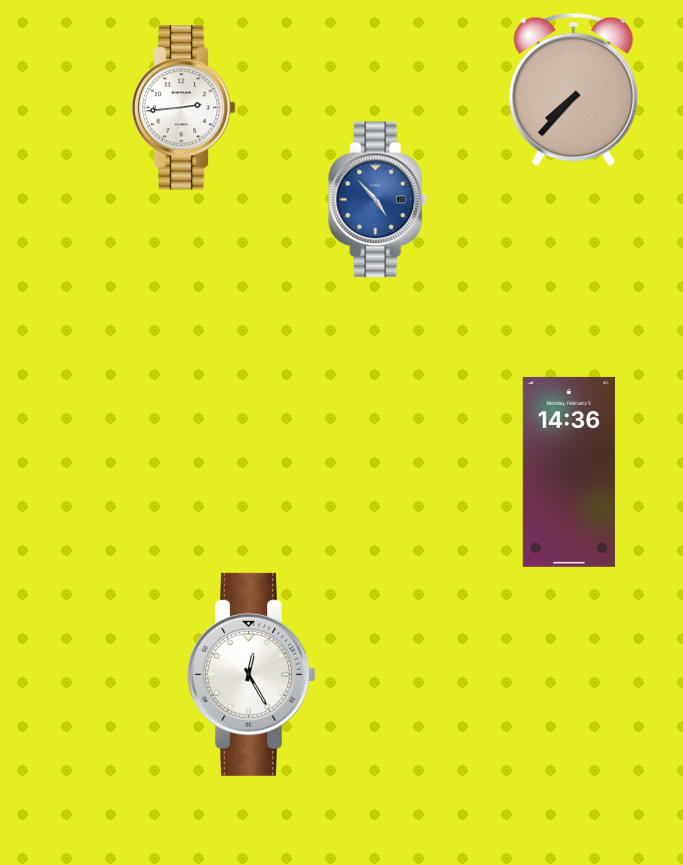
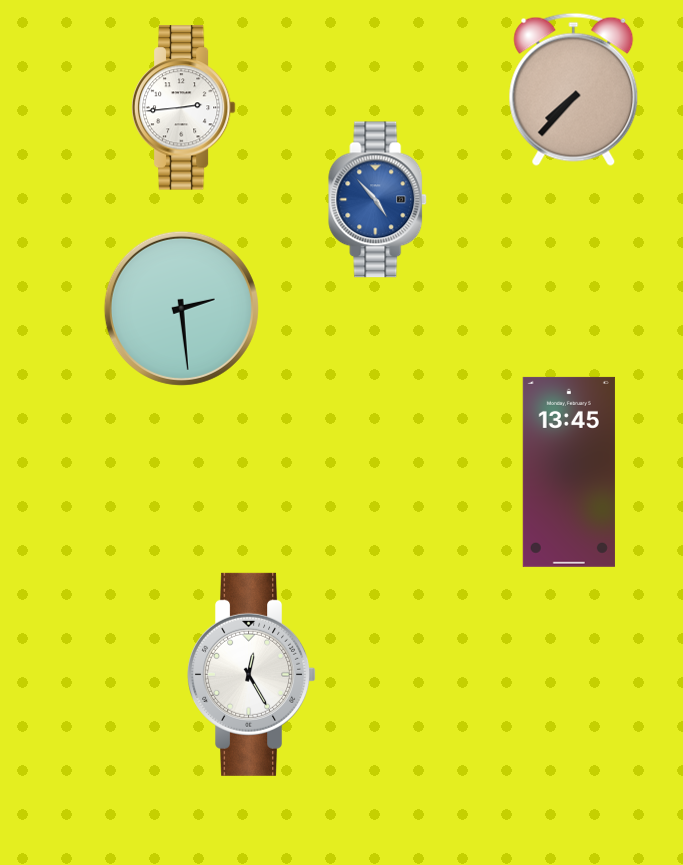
clock at (181, 308): none -> 2:29
clock at (569, 472): 14:36 -> 13:45
